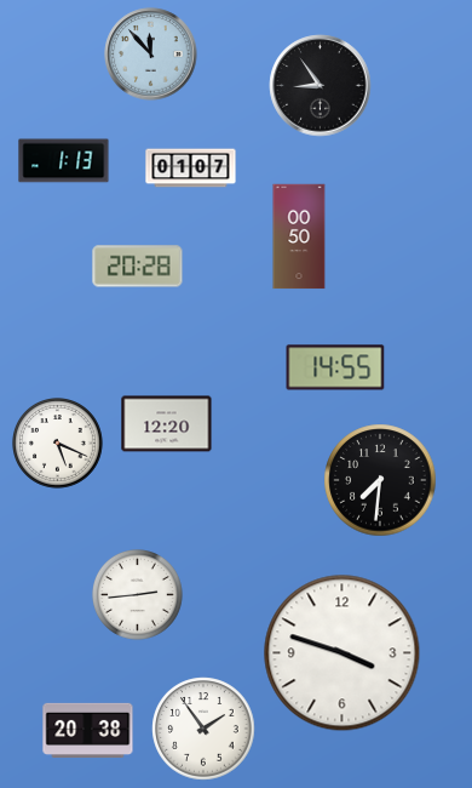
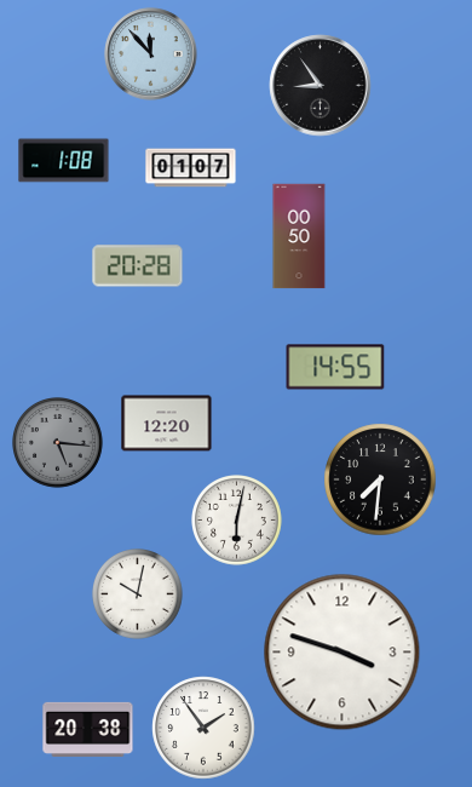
clock at (64, 161): 1:13 -> 1:08
clock at (58, 444): 5:19 -> 5:16
clock at (58, 444) dial: white -> grey
clock at (237, 521): none -> 6:02
clock at (138, 595): 2:44 -> 10:02
